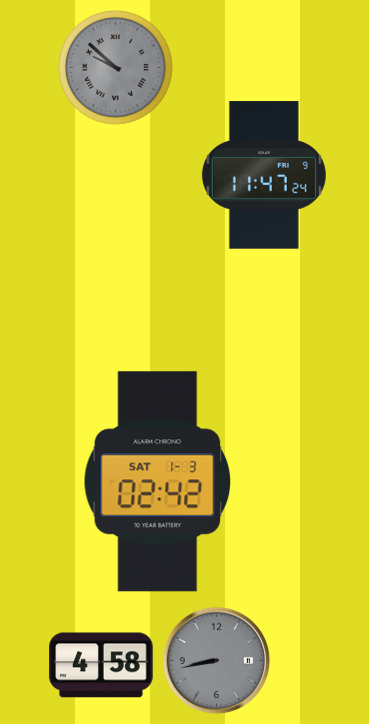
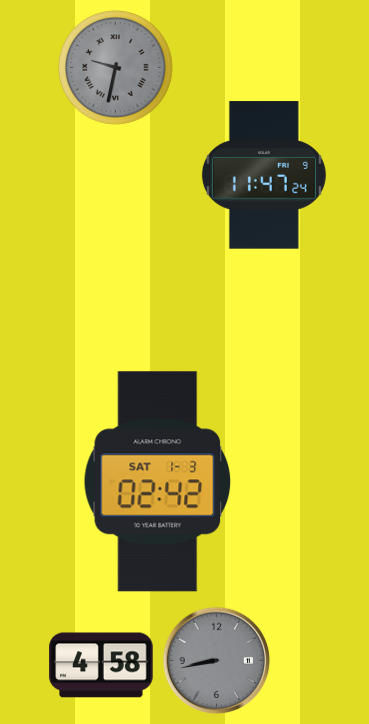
clock at (116, 68): 9:52 -> 9:32
